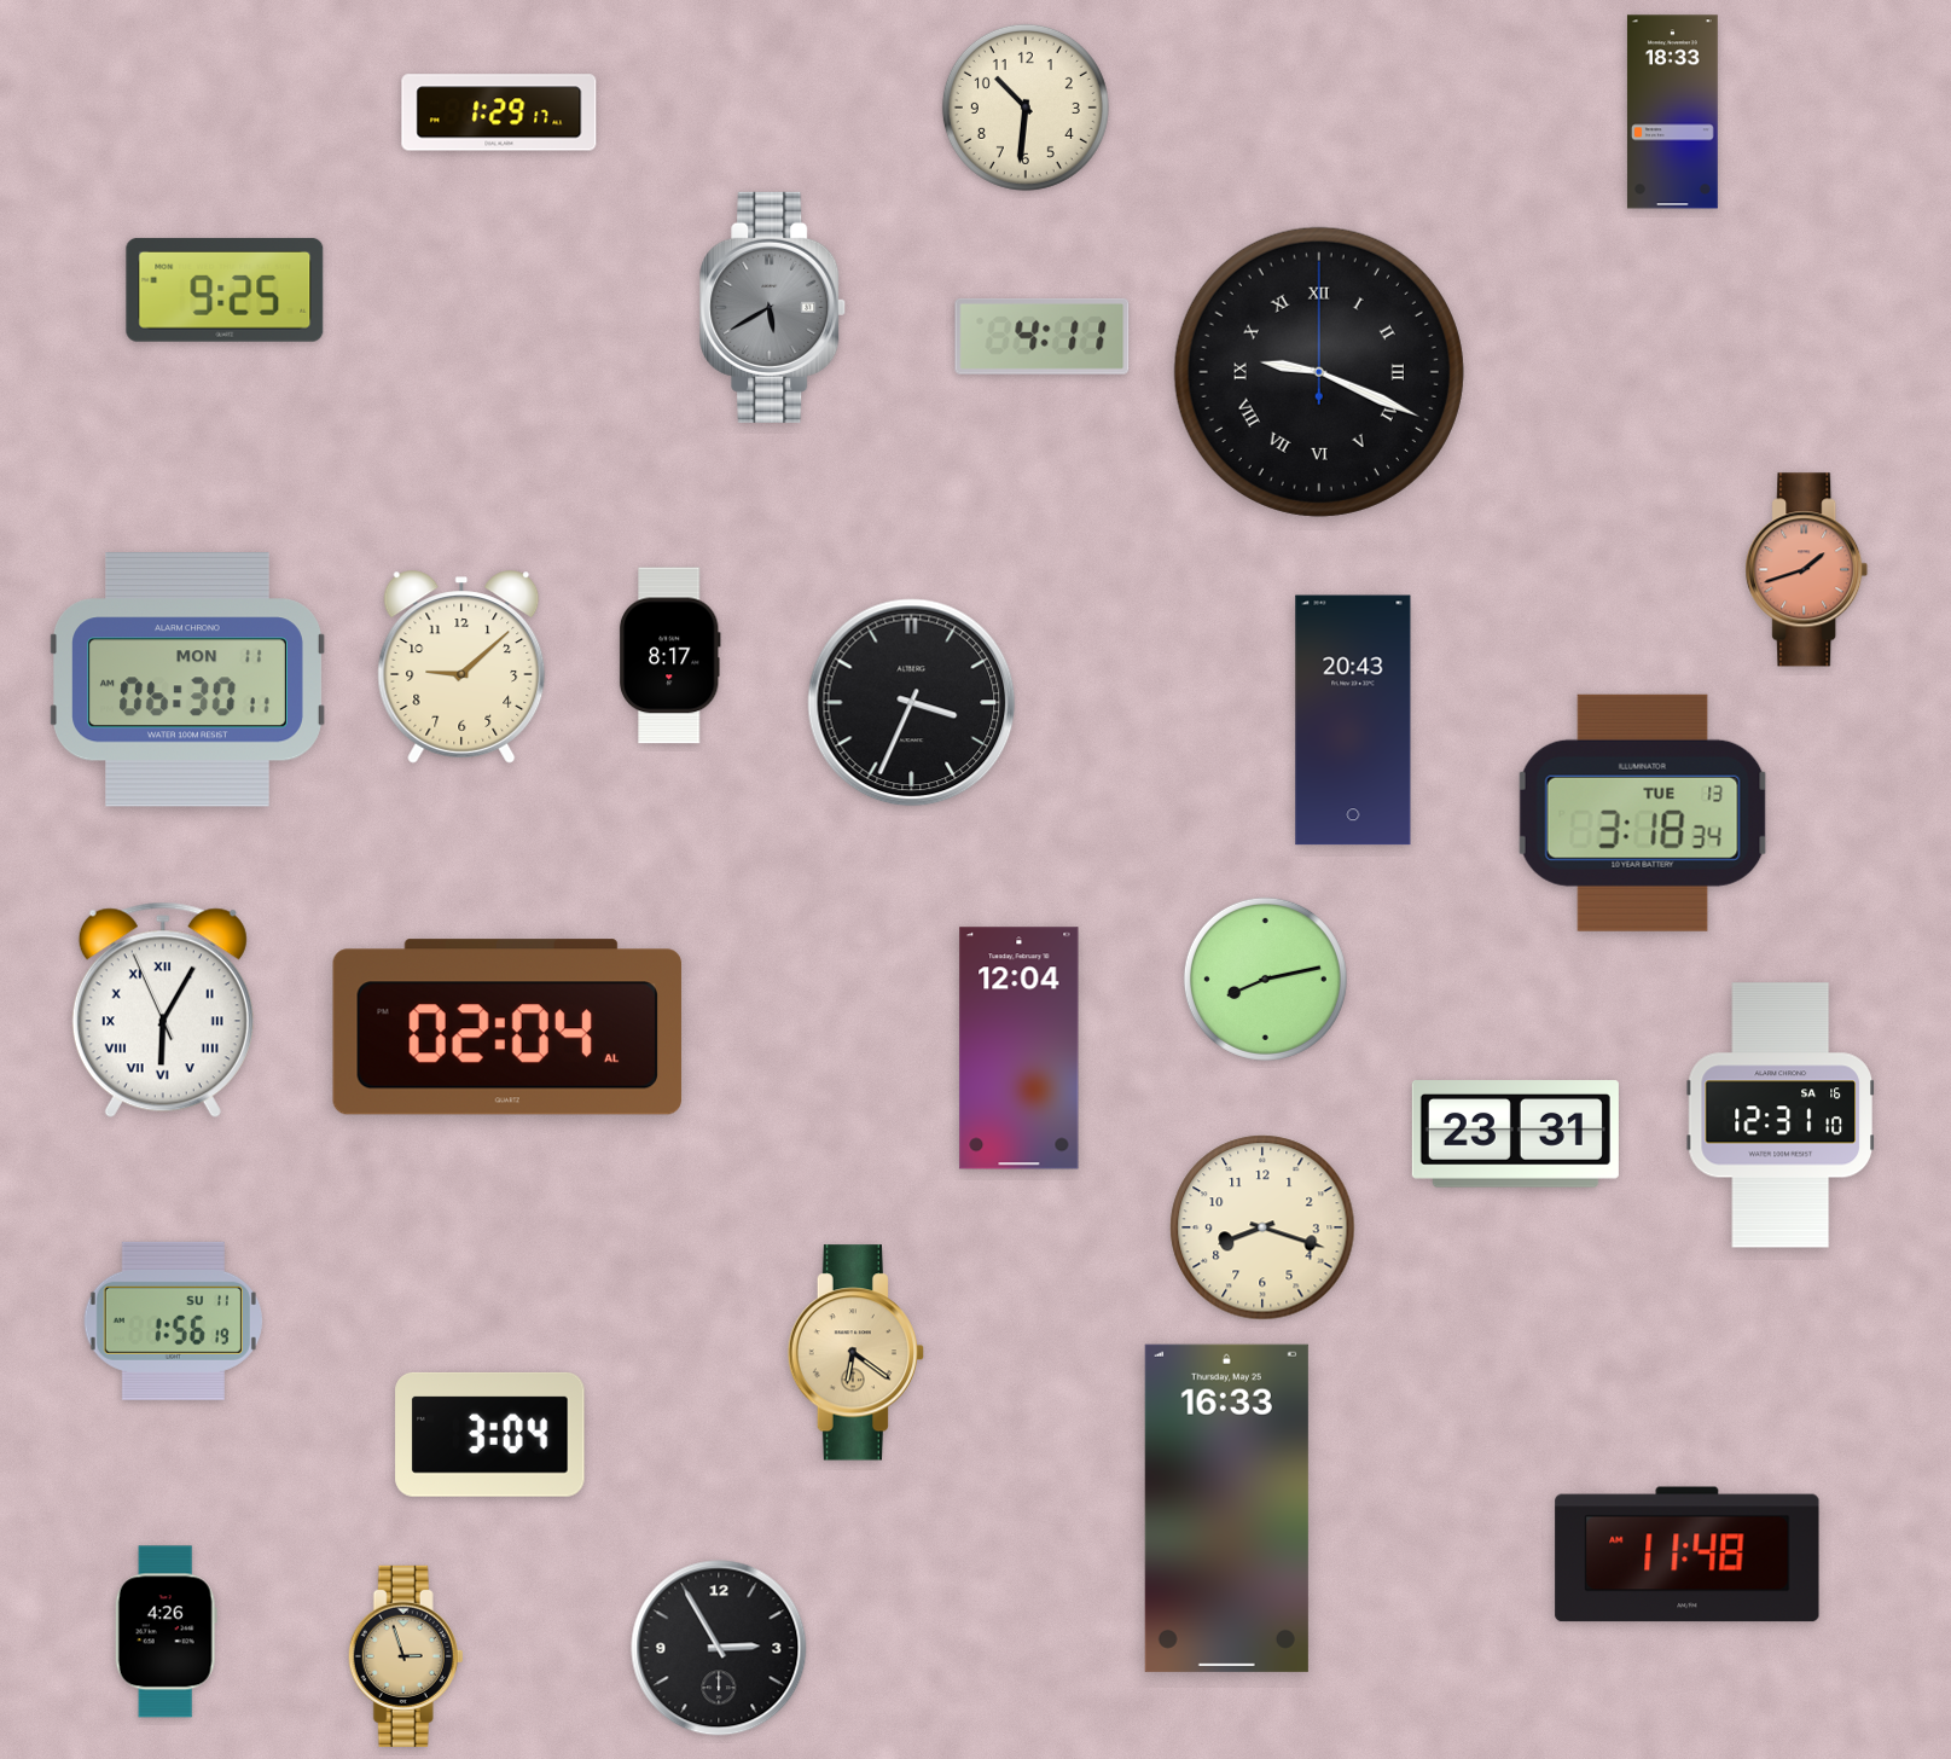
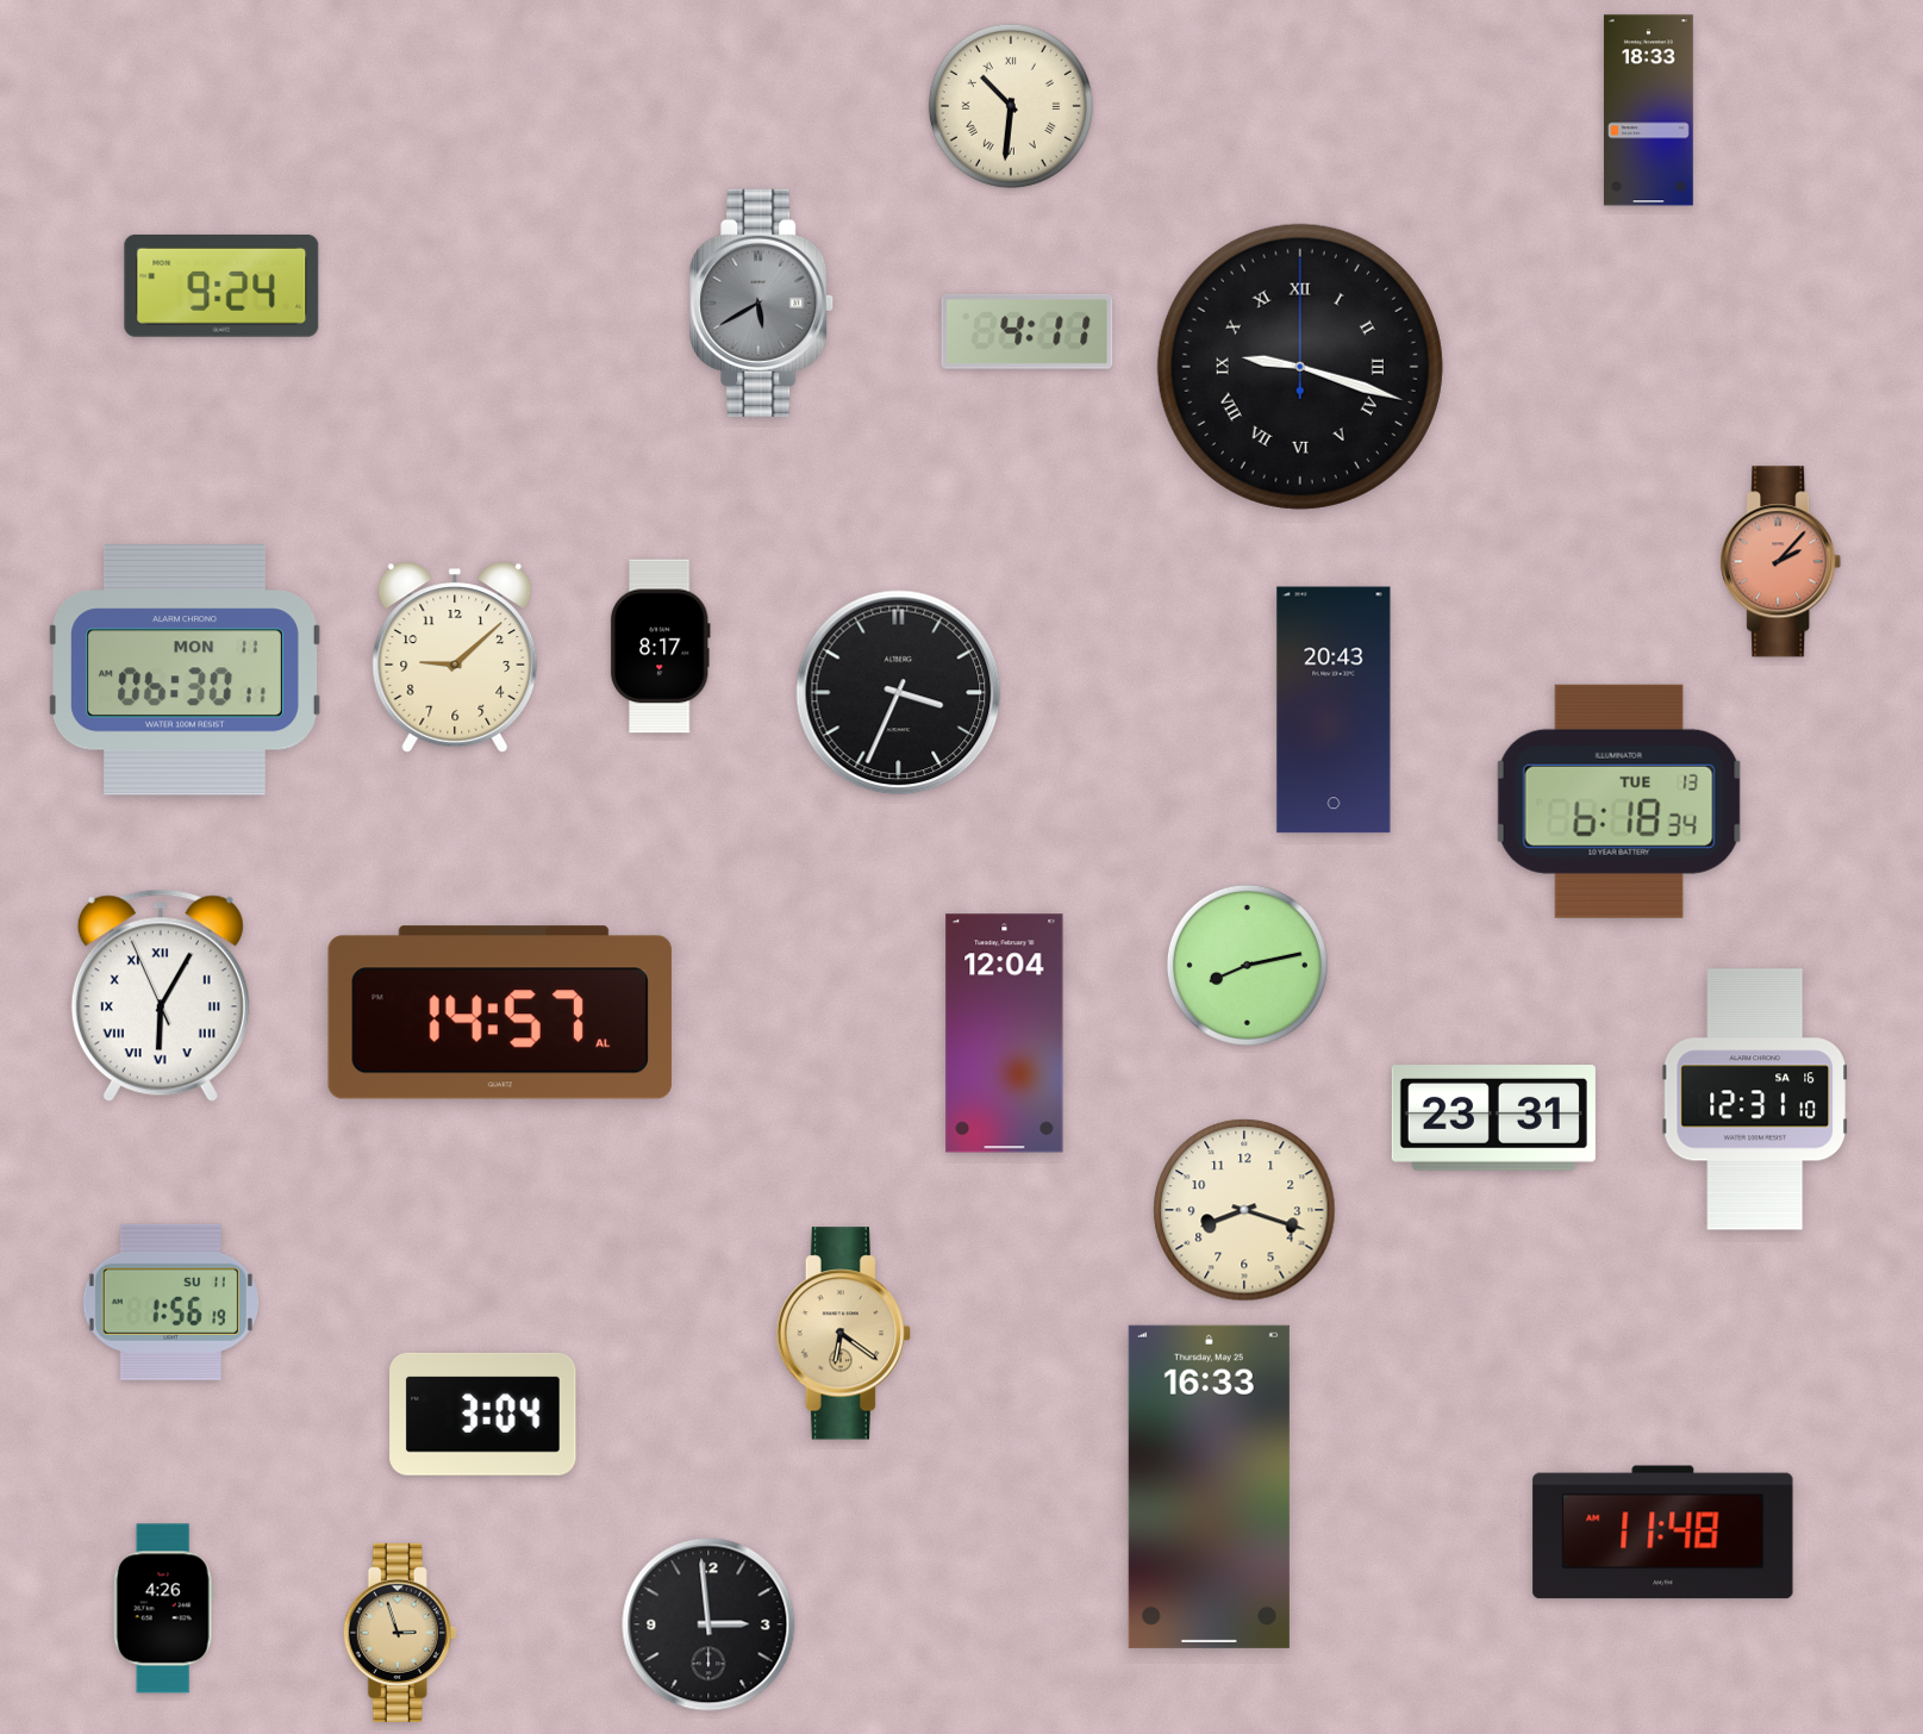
clock at (1026, 108) numerals: Arabic -> Roman
clock at (499, 112): 1:29 -> none
clock at (225, 290): 9:25 -> 9:24
clock at (1319, 372): 9:19 -> 9:18
clock at (1807, 570): 1:42 -> 2:07
clock at (1643, 813): 3:18 -> 6:18
clock at (507, 1027): 02:04 -> 14:57
clock at (719, 1648): 2:55 -> 2:59
